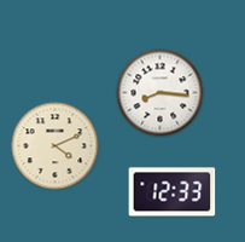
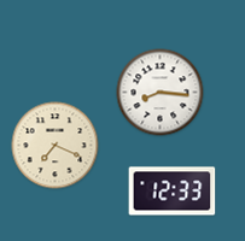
clock at (56, 146): 4:11 -> 7:19
